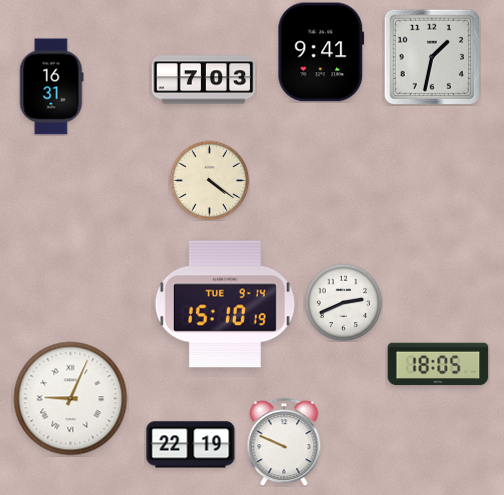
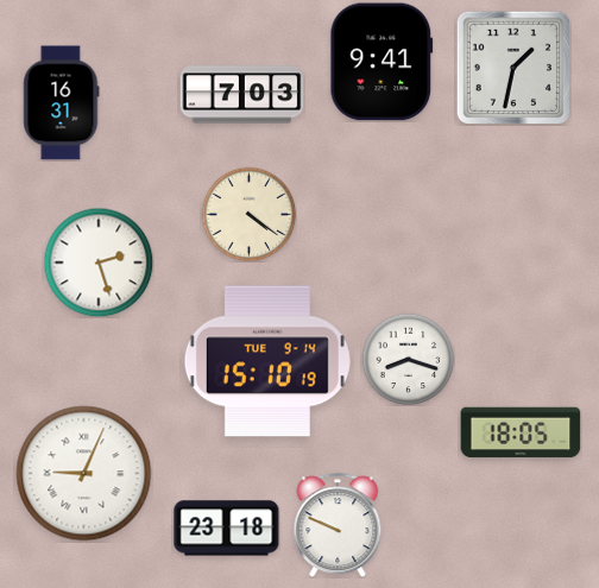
clock at (99, 263): none -> 2:27
clock at (343, 302): 2:41 -> 8:18
clock at (191, 445): 22:19 -> 23:18
